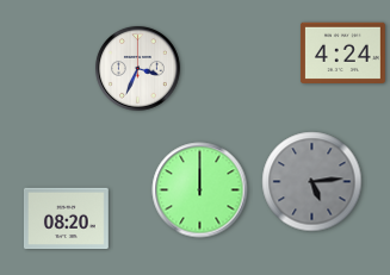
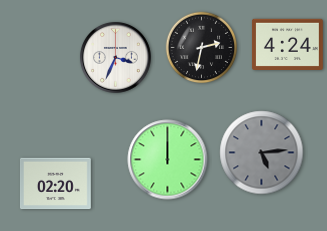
clock at (202, 48): none -> 2:32
clock at (66, 219): 08:20 -> 02:20
